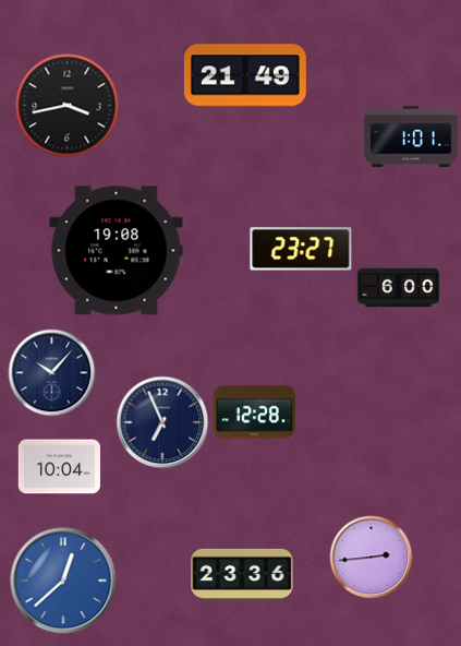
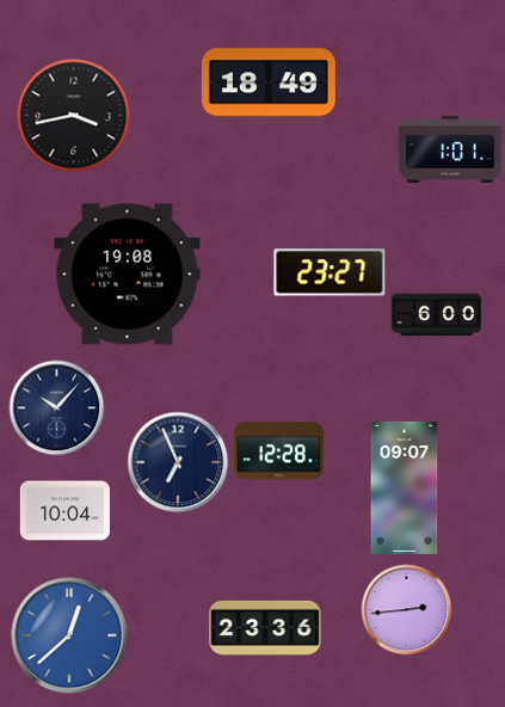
clock at (245, 75): 21:49 -> 18:49
clock at (405, 487): none -> 09:07
